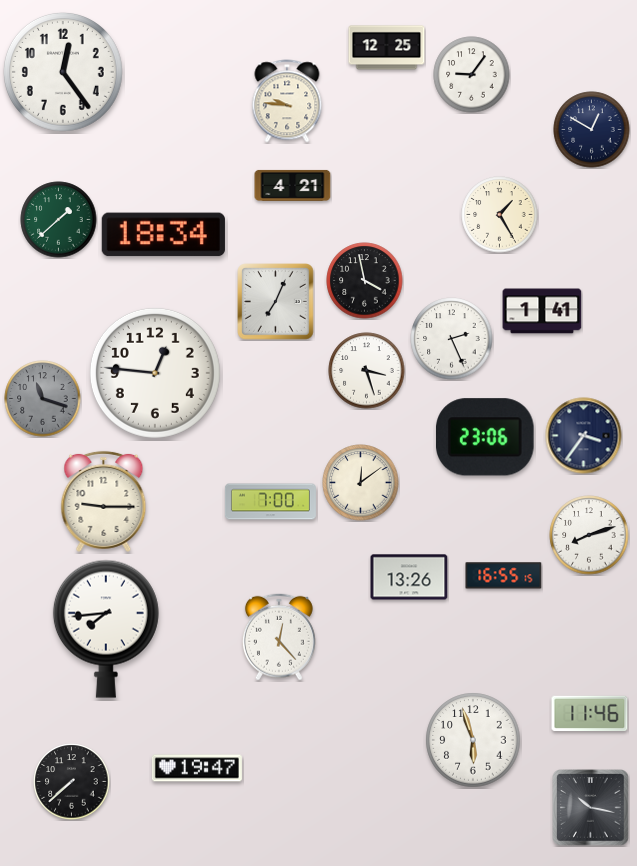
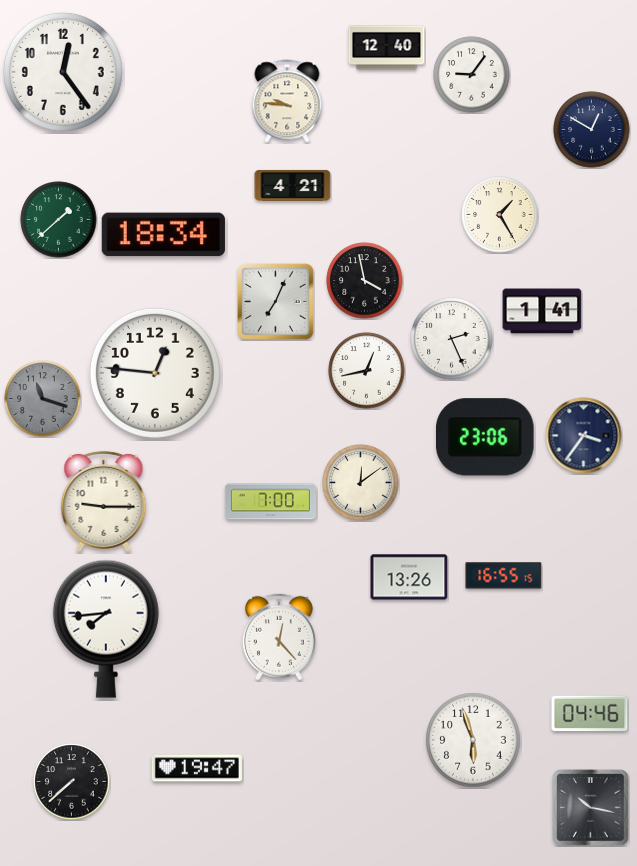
clock at (387, 48): 12:25 -> 12:40
clock at (367, 371): 3:27 -> 12:43
clock at (589, 535): 8:12 -> none
clock at (590, 714): 11:46 -> 04:46
